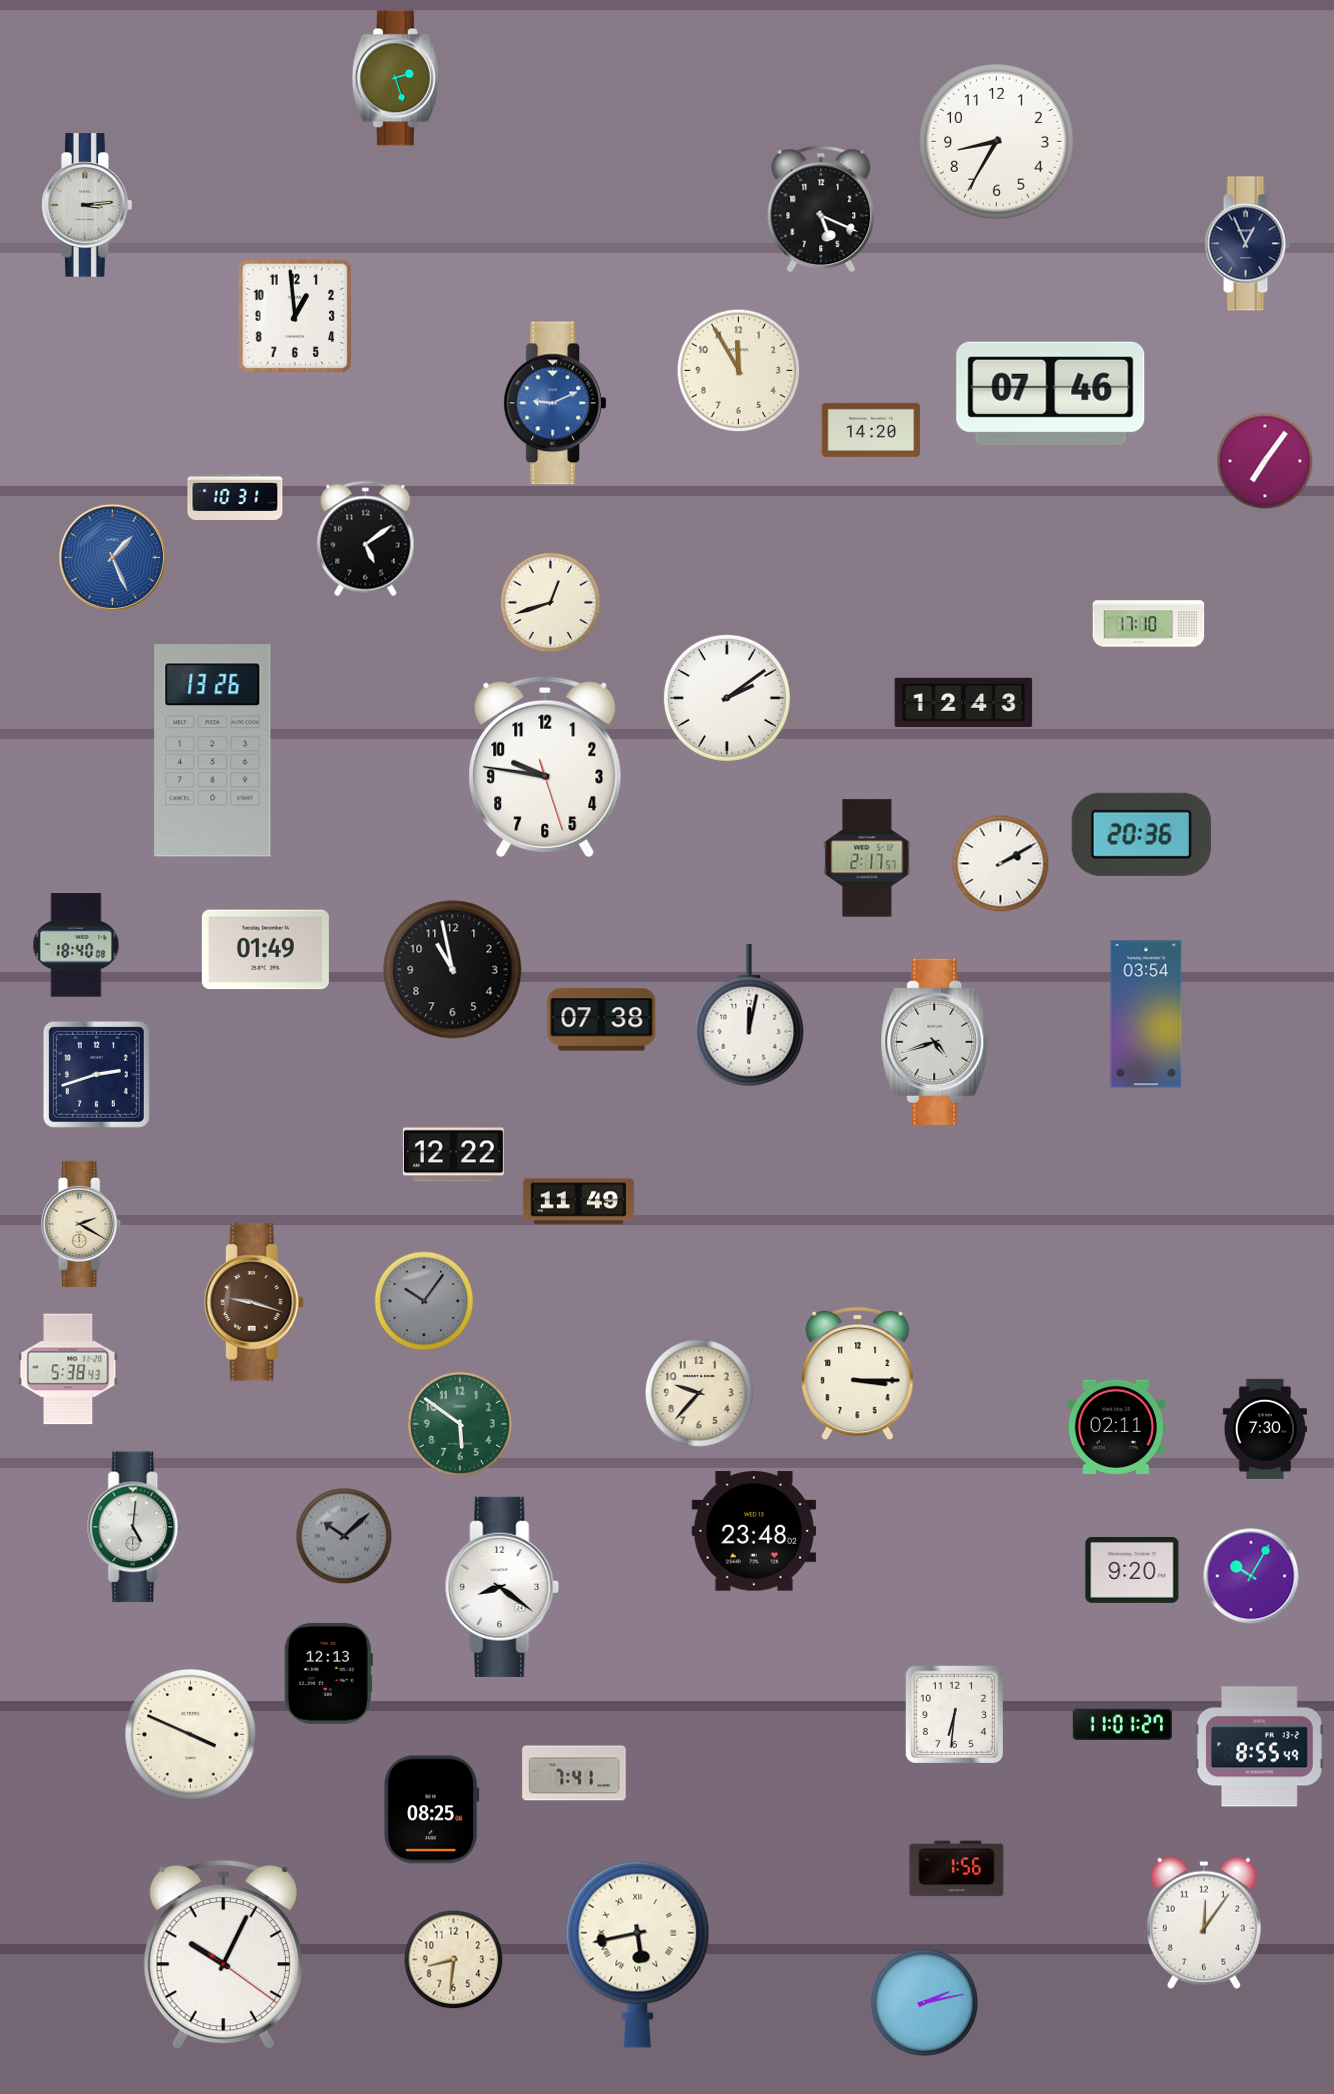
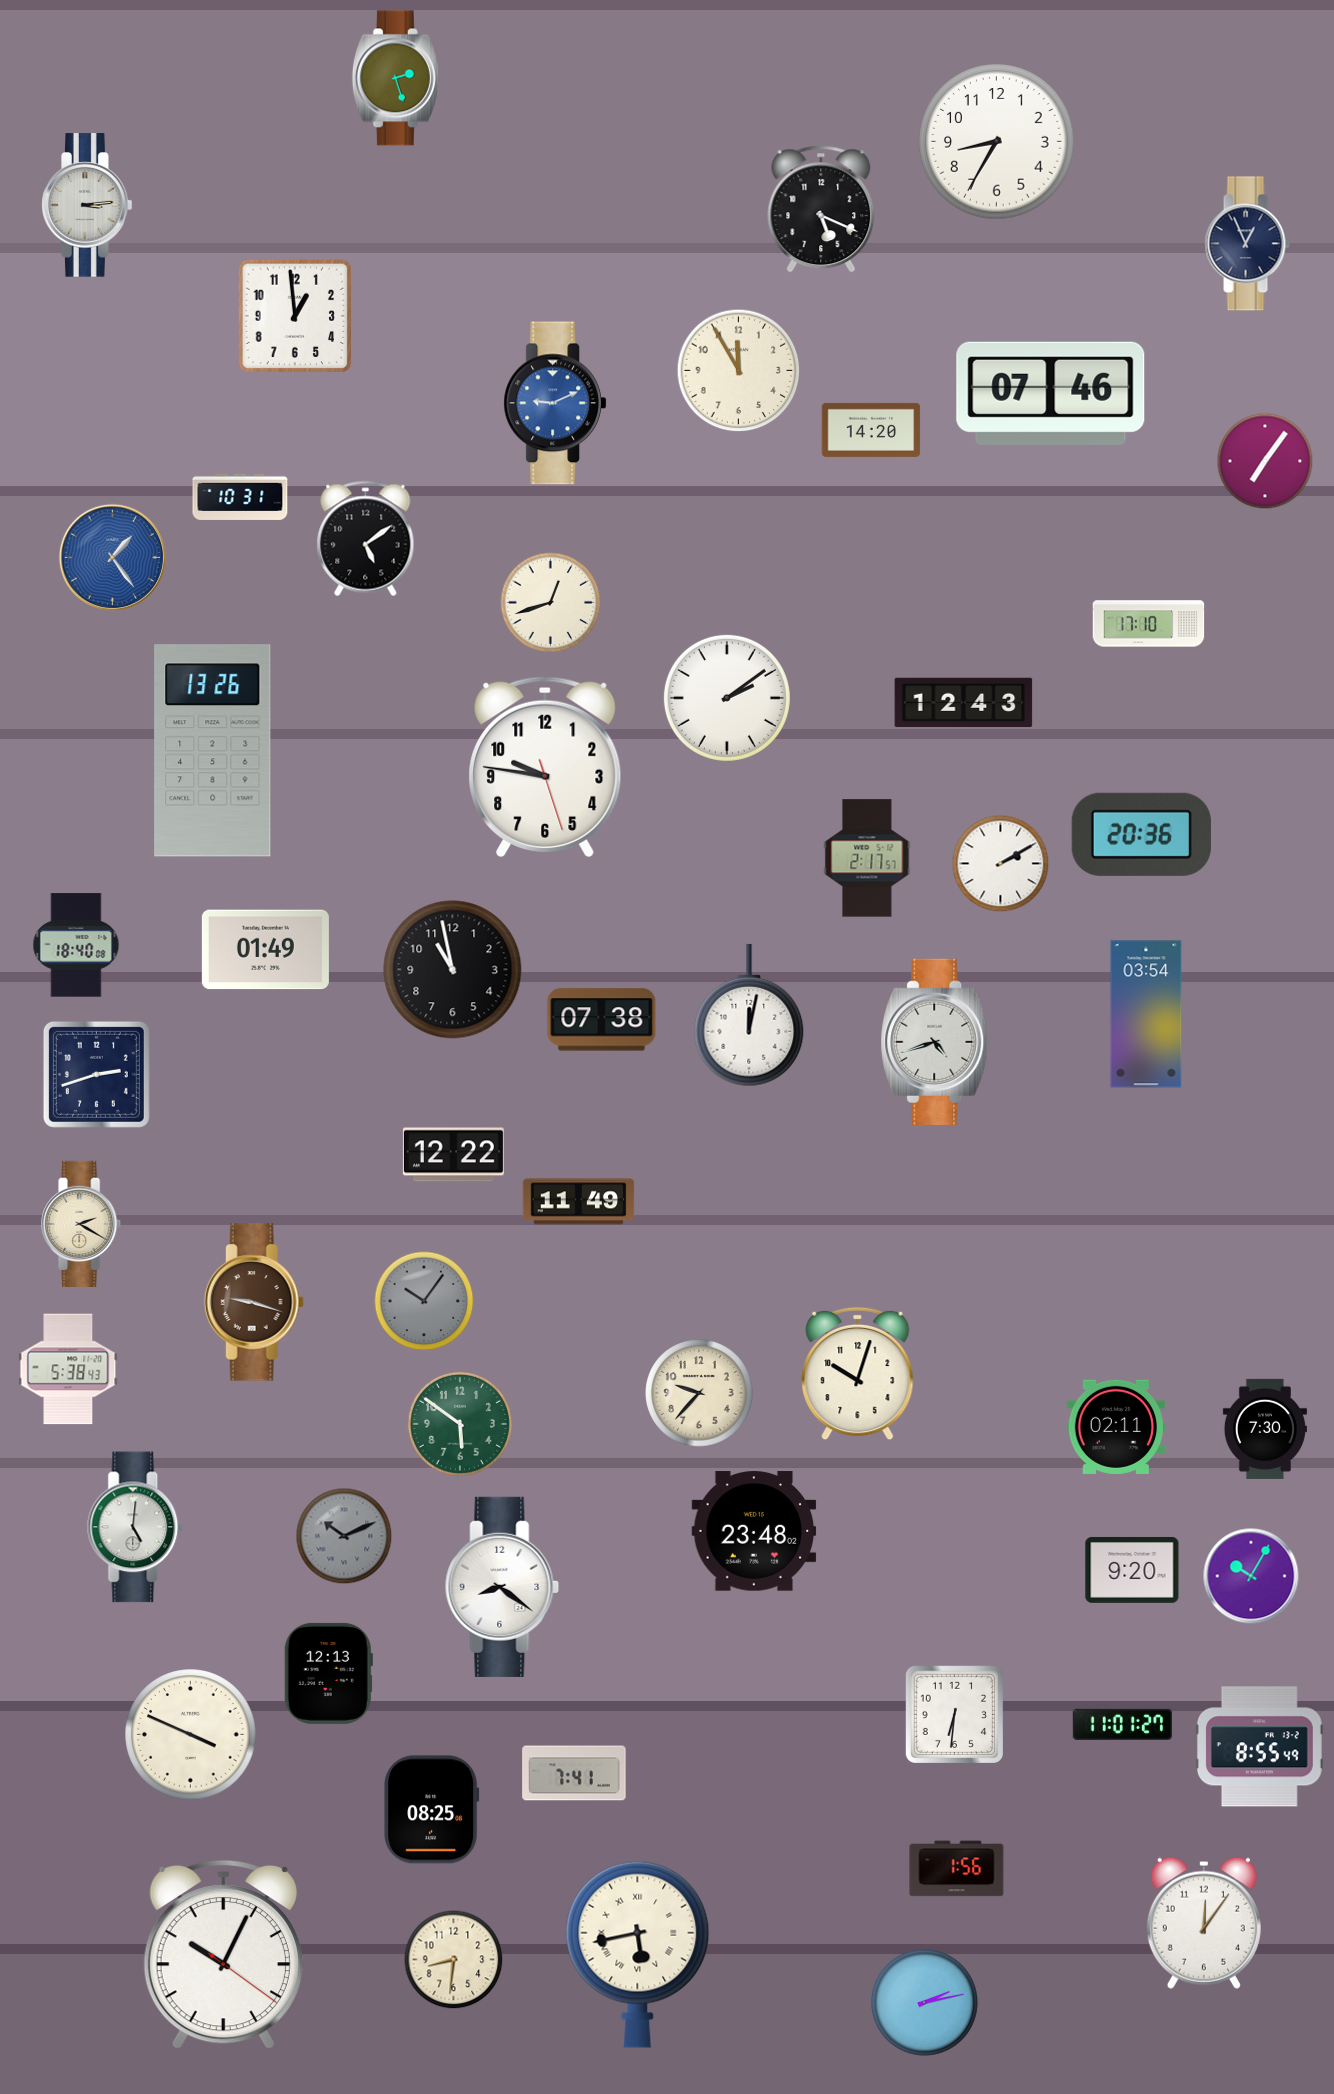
clock at (235, 497) position: (235, 497) -> (240, 497)
clock at (112, 557): 1:26 -> 1:24
clock at (858, 1374): 3:15 -> 10:03
clock at (344, 1536): 10:08 -> 10:11
